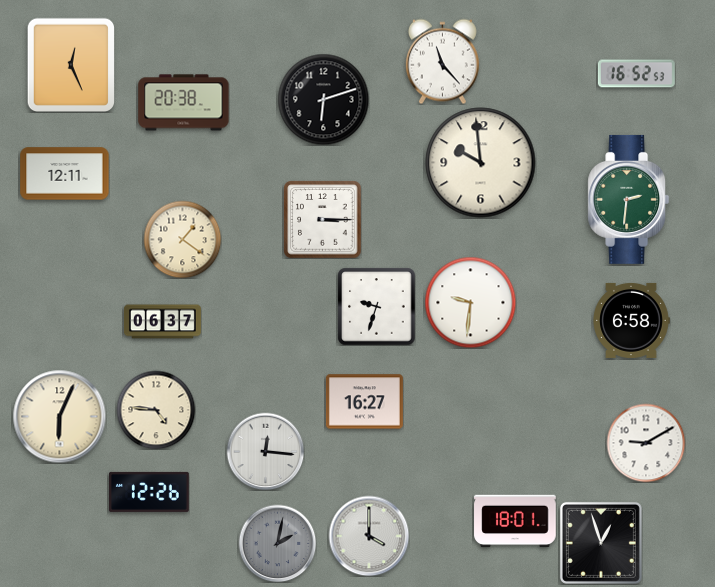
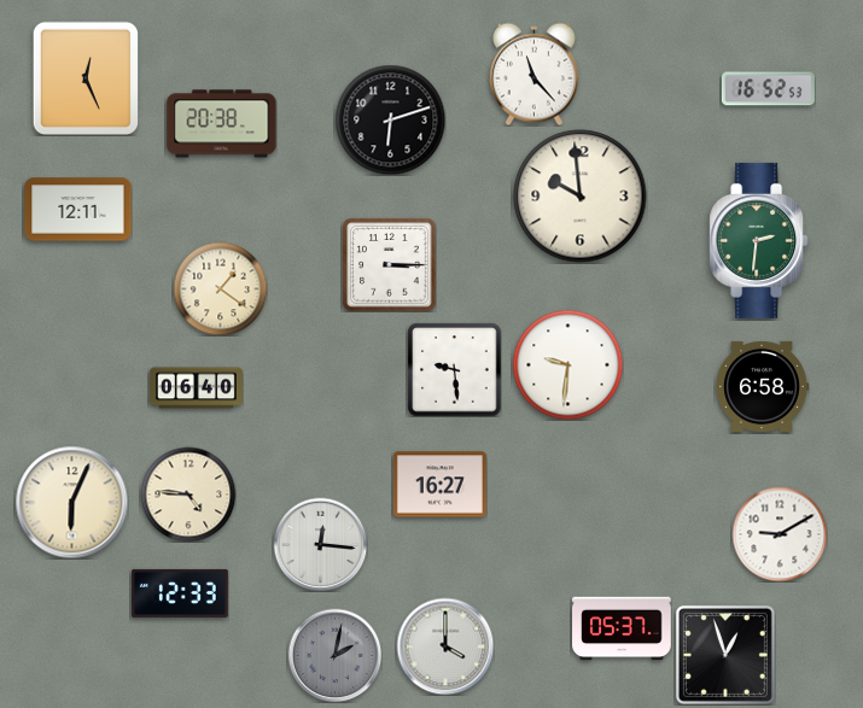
clock at (376, 306): 9:33 -> 9:29
clock at (162, 322): 06:37 -> 06:40
clock at (150, 492): 12:26 -> 12:33
clock at (515, 521): 18:01 -> 05:37
